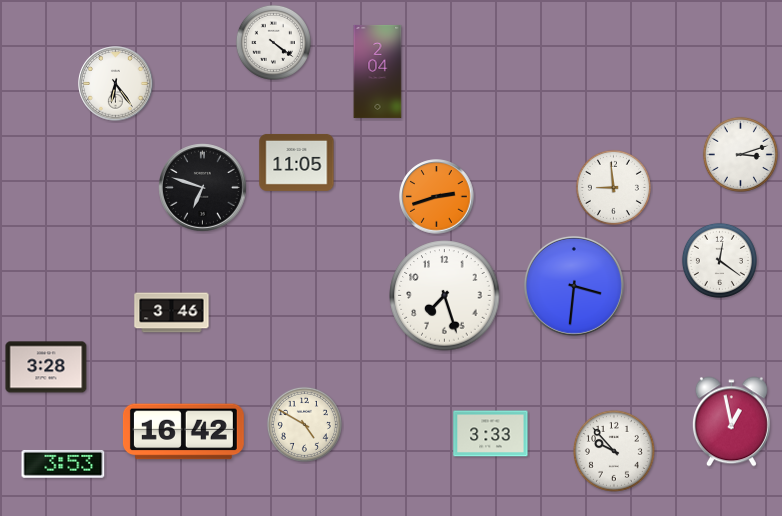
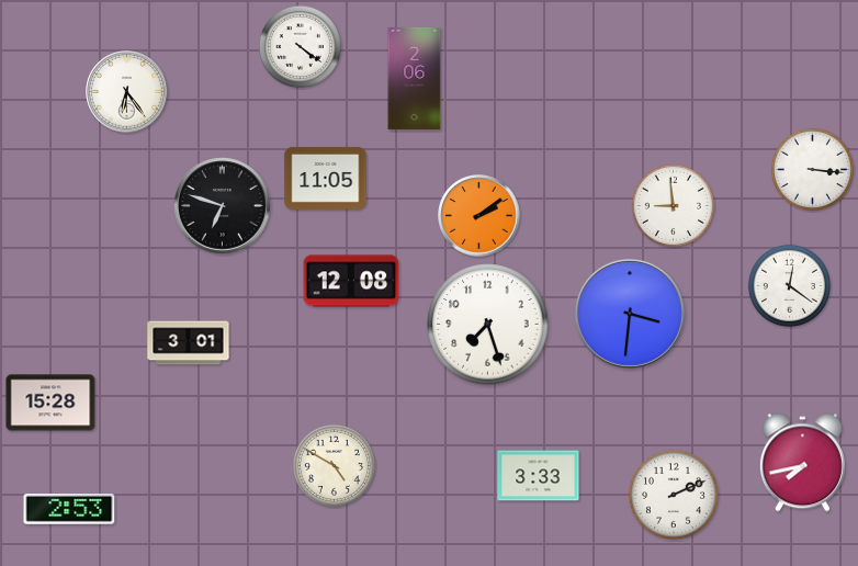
clock at (378, 71): 2:04 -> 2:06
clock at (740, 154): 3:12 -> 3:16
clock at (437, 197): 2:42 -> 2:09
clock at (351, 281): none -> 12:08
clock at (172, 313): 3:46 -> 3:01
clock at (46, 367): 3:28 -> 15:28
clock at (731, 422): 12:58 -> 7:43
clock at (183, 432): 16:42 -> none
clock at (614, 451): 9:53 -> 2:11
clock at (63, 464): 3:53 -> 2:53
